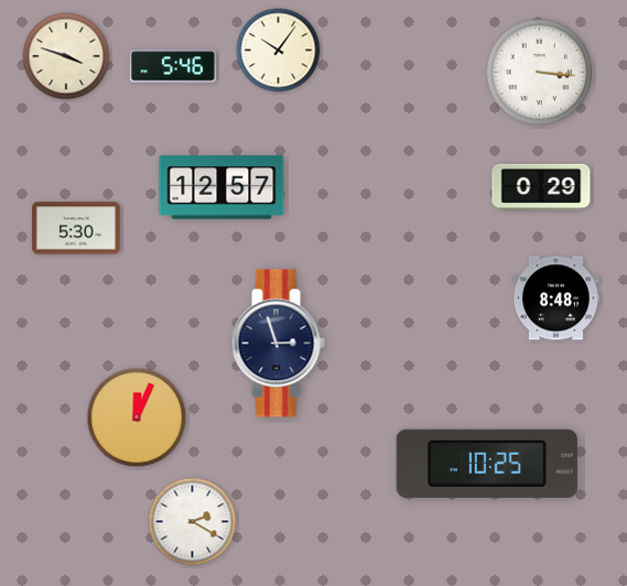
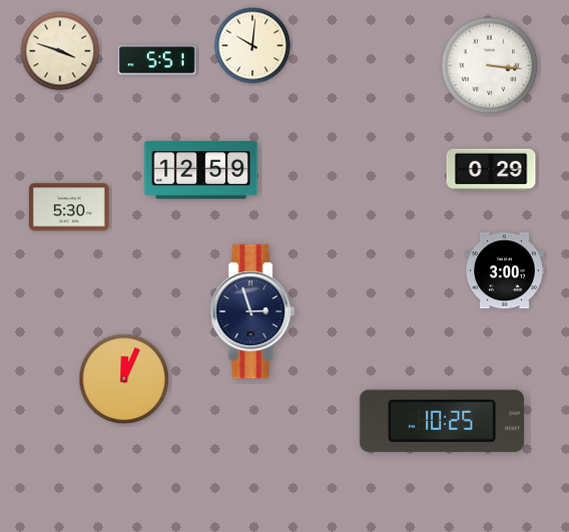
clock at (279, 51): 10:06 -> 10:01
clock at (173, 66): 5:46 -> 5:51
clock at (221, 187): 12:57 -> 12:59
clock at (555, 299): 8:48 -> 3:00
clock at (193, 522): 2:20 -> none
